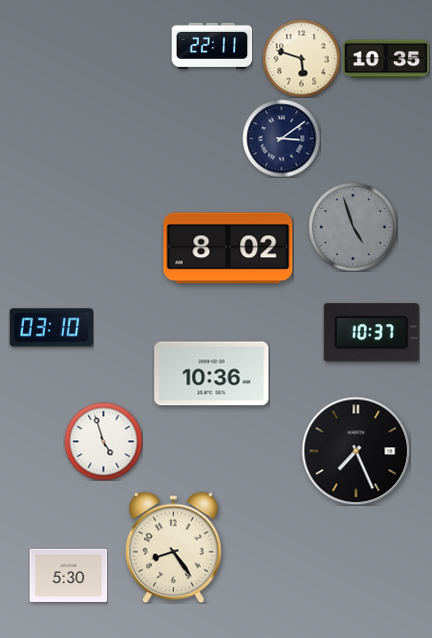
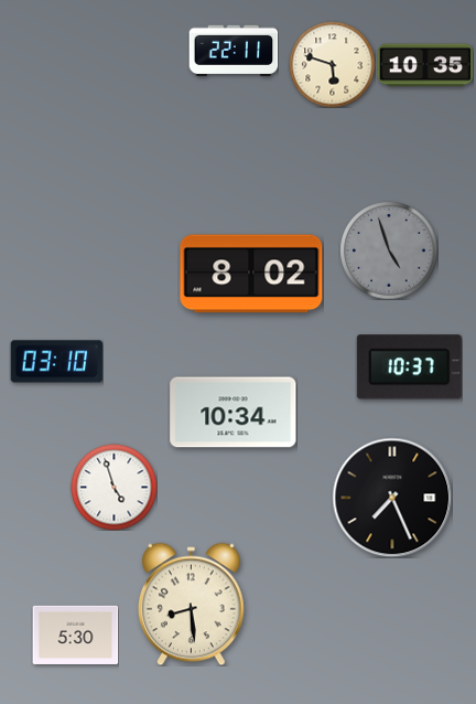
clock at (281, 138): 3:09 -> none
clock at (212, 374): 10:36 -> 10:34
clock at (173, 547): 8:24 -> 8:29
